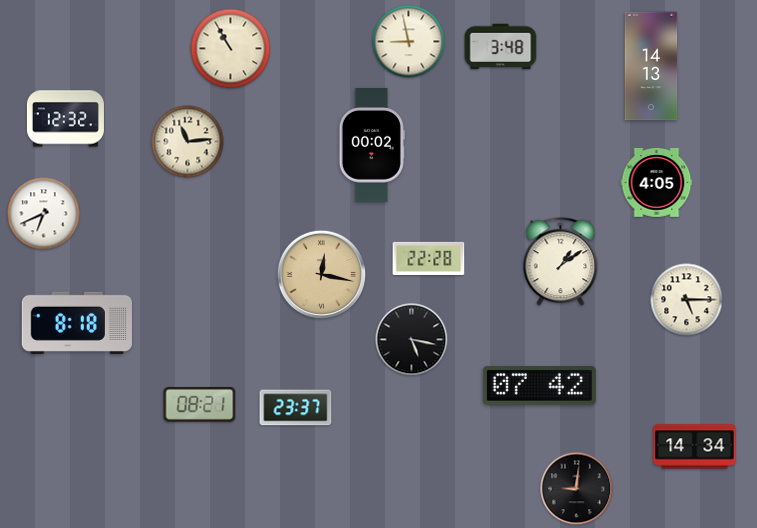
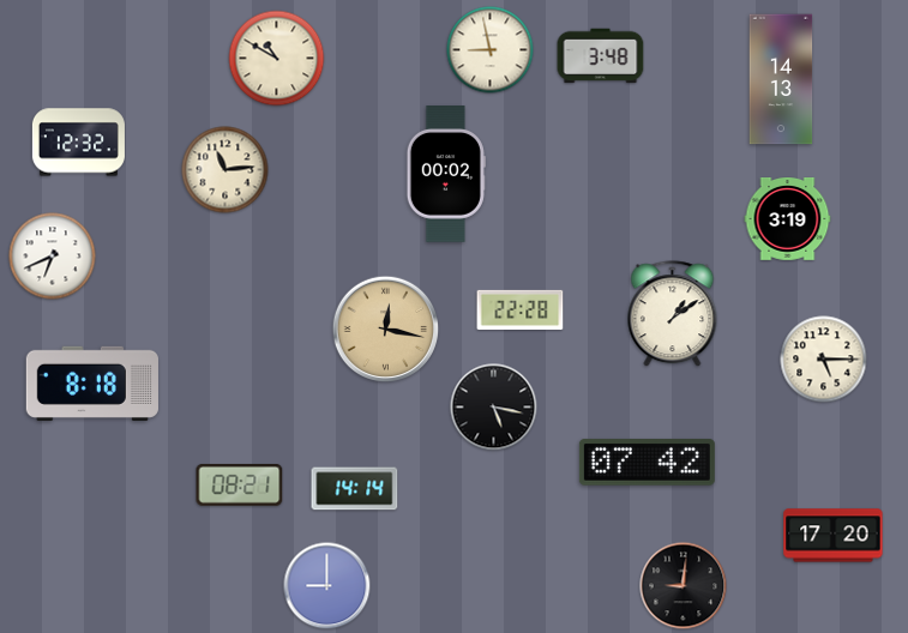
clock at (231, 49): 10:55 -> 10:50
clock at (657, 183): 4:05 -> 3:19
clock at (429, 258) position: (429, 258) -> (521, 309)
clock at (77, 323) position: (77, 323) -> (92, 384)
clock at (296, 408): 23:37 -> 14:14
clock at (695, 447): 14:34 -> 17:20
clock at (327, 586): none -> 9:00
clock at (577, 489) position: (577, 489) -> (684, 586)
